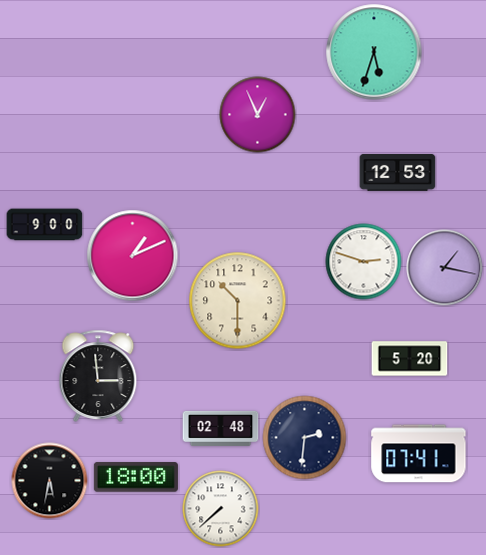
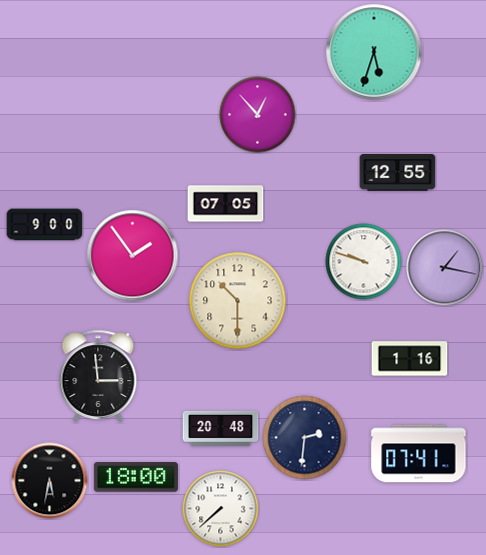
clock at (258, 115): 12:56 -> 12:53
clock at (398, 172): 12:53 -> 12:55
clock at (226, 204): none -> 07:05
clock at (133, 256): 1:11 -> 1:54
clock at (364, 262): 2:48 -> 9:48
clock at (410, 359): 5:20 -> 1:16
clock at (221, 428): 02:48 -> 20:48
